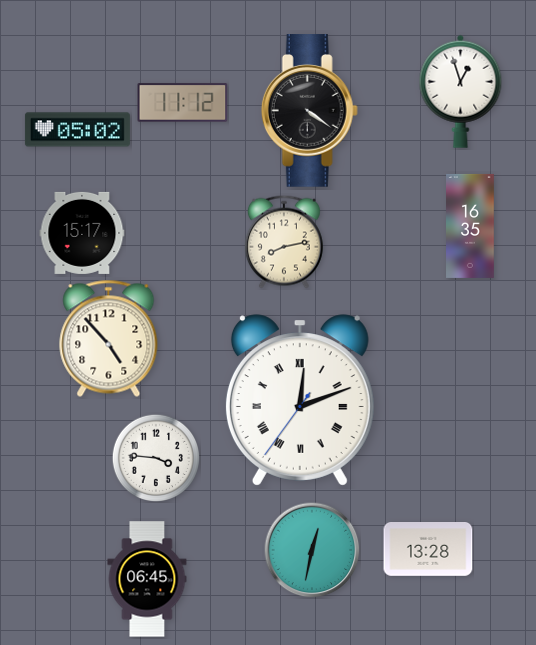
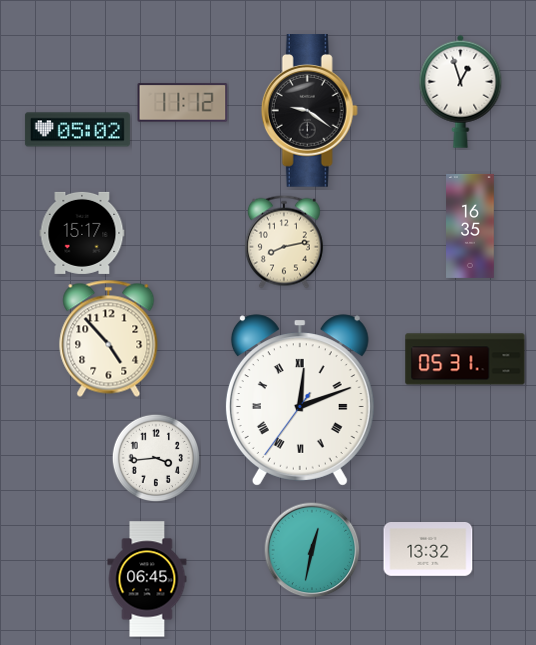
clock at (309, 111): 4:21 -> 9:21
clock at (465, 359): none -> 05:31
clock at (156, 458): 3:46 -> 3:44
clock at (428, 550): 13:28 -> 13:32
